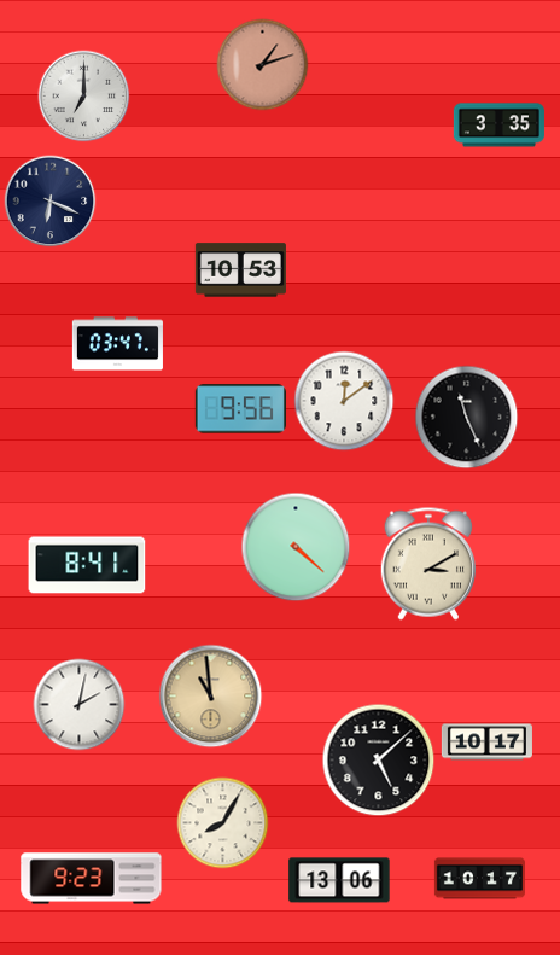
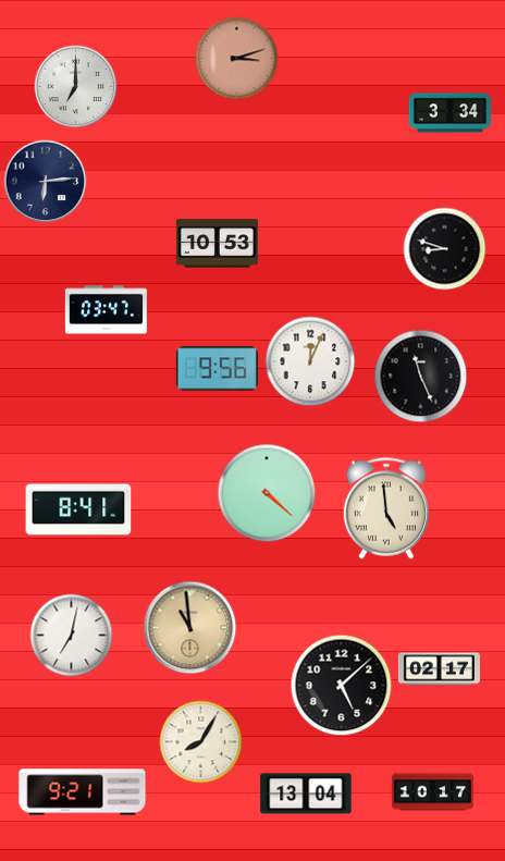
clock at (263, 65): 1:12 -> 3:12
clock at (498, 126): 3:35 -> 3:34
clock at (51, 202): 6:19 -> 6:14
clock at (445, 249): none -> 8:48
clock at (344, 401): 12:09 -> 12:04
clock at (428, 564): 3:10 -> 4:59
clock at (80, 705): 2:02 -> 7:02
clock at (486, 743): 10:17 -> 02:17
clock at (92, 879): 9:23 -> 9:21
clock at (339, 880): 13:06 -> 13:04
